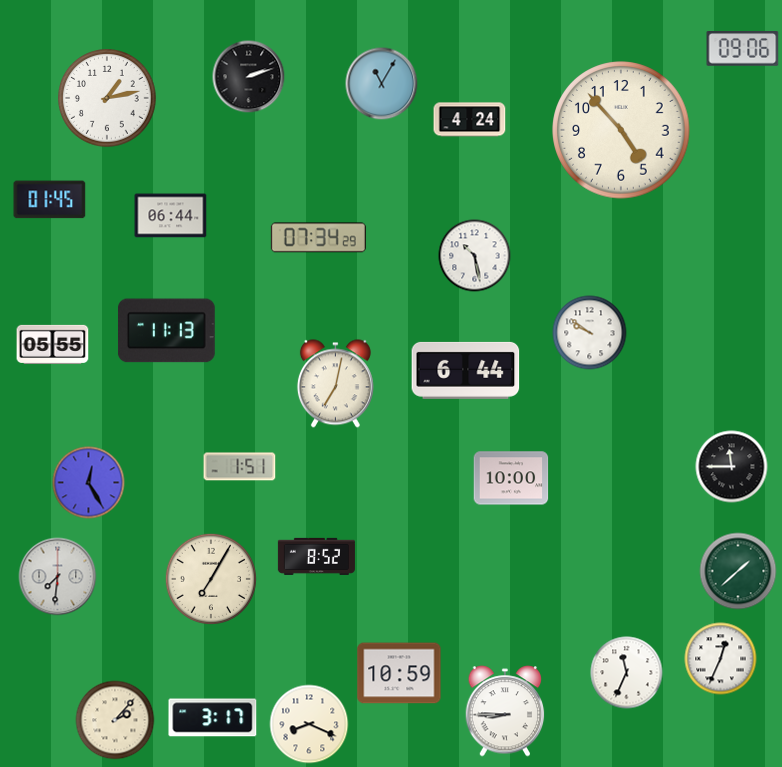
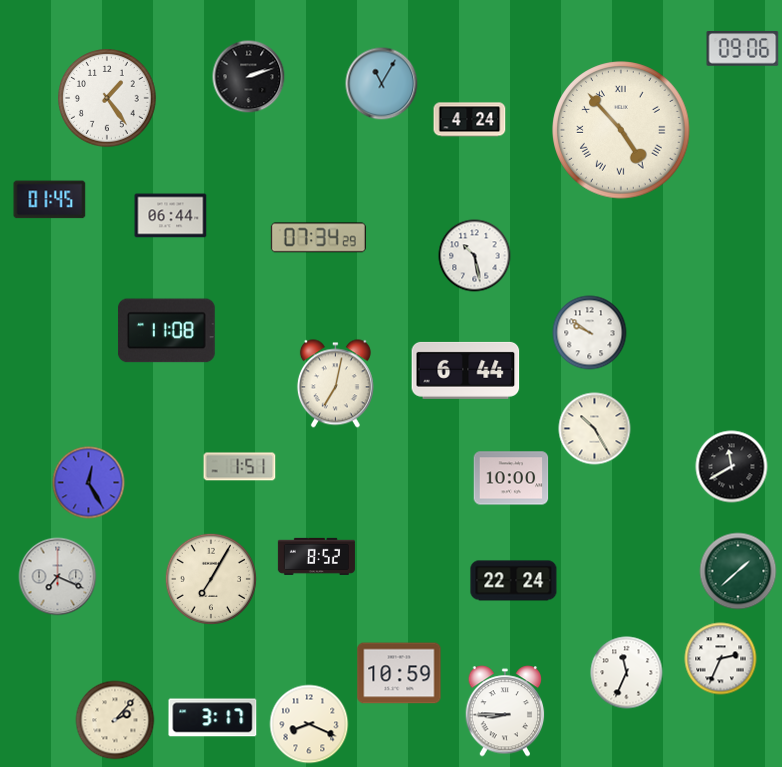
clock at (107, 98): 1:13 -> 1:24
clock at (621, 130) numerals: Arabic -> Roman
clock at (167, 331): 11:13 -> 11:08
clock at (53, 344): 05:55 -> none
clock at (595, 429): none -> 10:25
clock at (732, 467): 11:45 -> 11:40
clock at (58, 577): 7:31 -> 7:19
clock at (514, 581): none -> 22:24
clock at (721, 659): 12:34 -> 2:34
